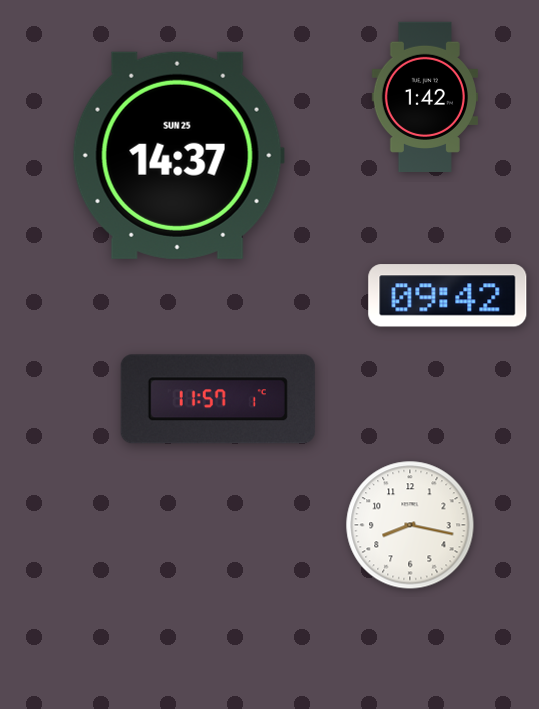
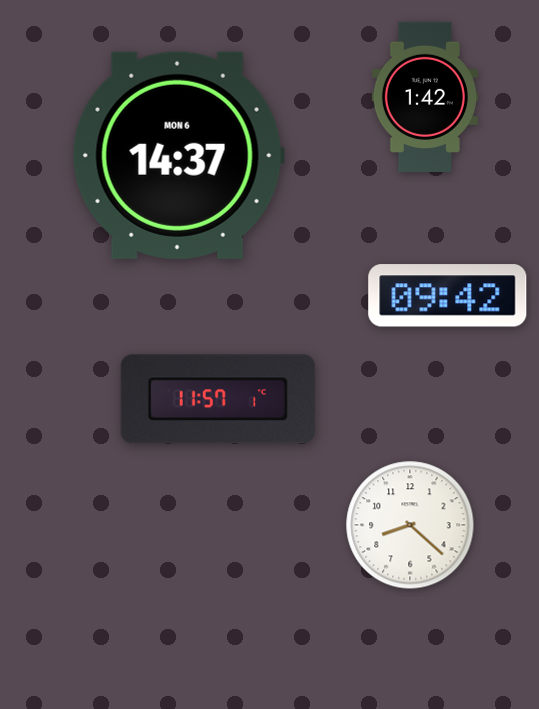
clock at (178, 155) date: SUN 25 -> MON 6
clock at (410, 525): 8:17 -> 8:22
